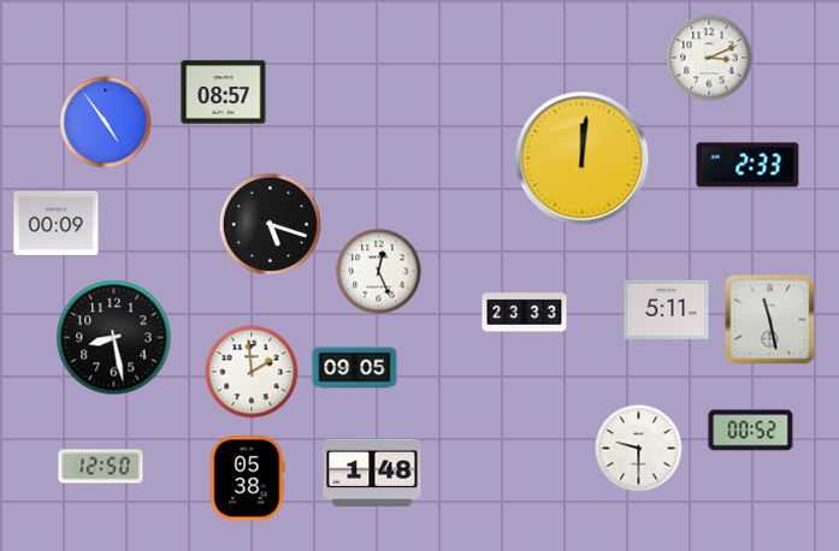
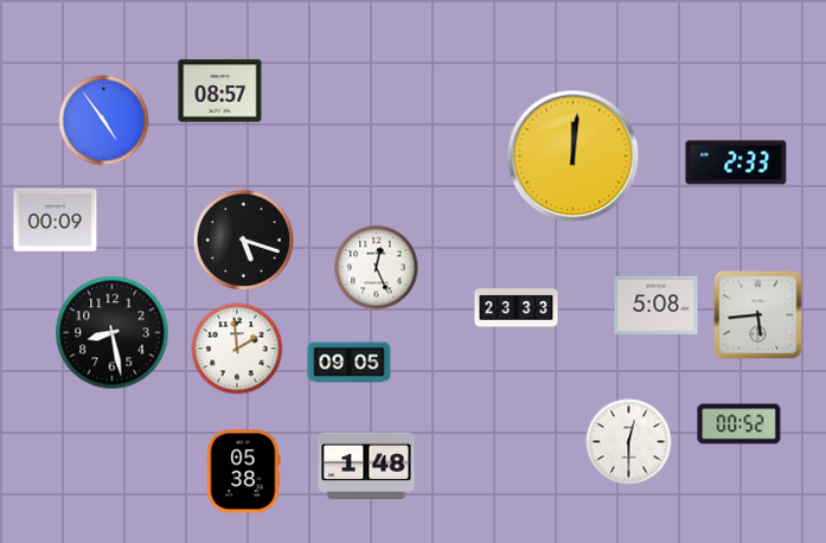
clock at (709, 58): 3:11 -> none
clock at (271, 225) position: (271, 225) -> (244, 241)
clock at (379, 272) position: (379, 272) -> (377, 268)
clock at (667, 309): 5:11 -> 5:08
clock at (770, 320): 11:28 -> 5:44
clock at (252, 372) position: (252, 372) -> (237, 349)
clock at (639, 449): 9:30 -> 12:30
clock at (101, 467): 12:50 -> none
